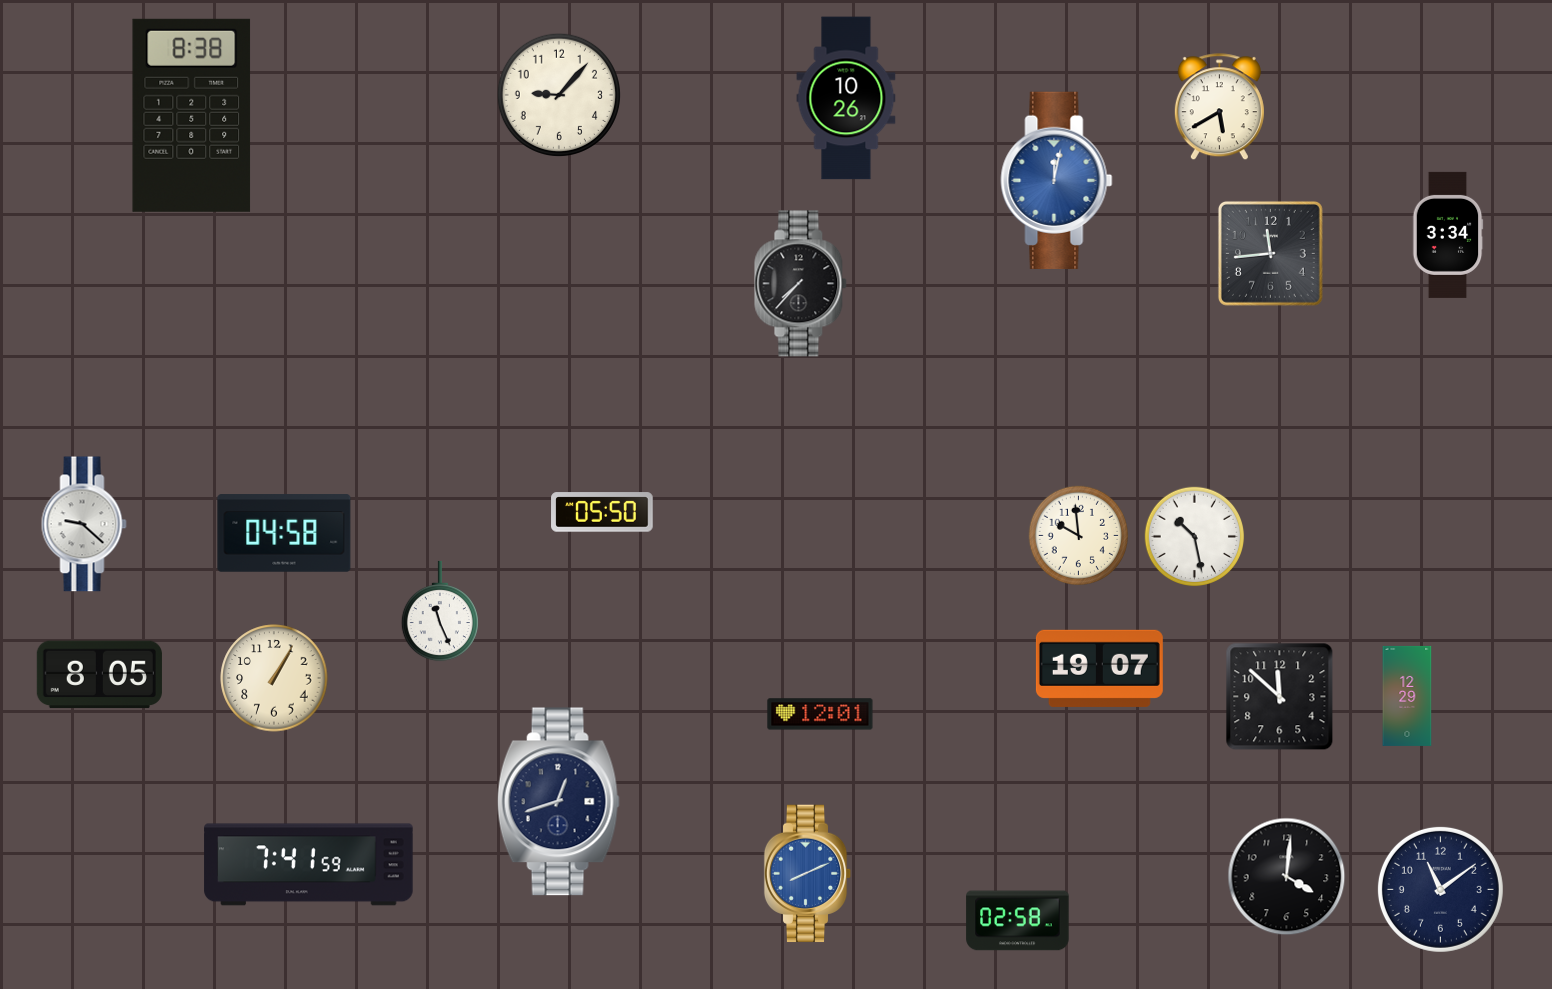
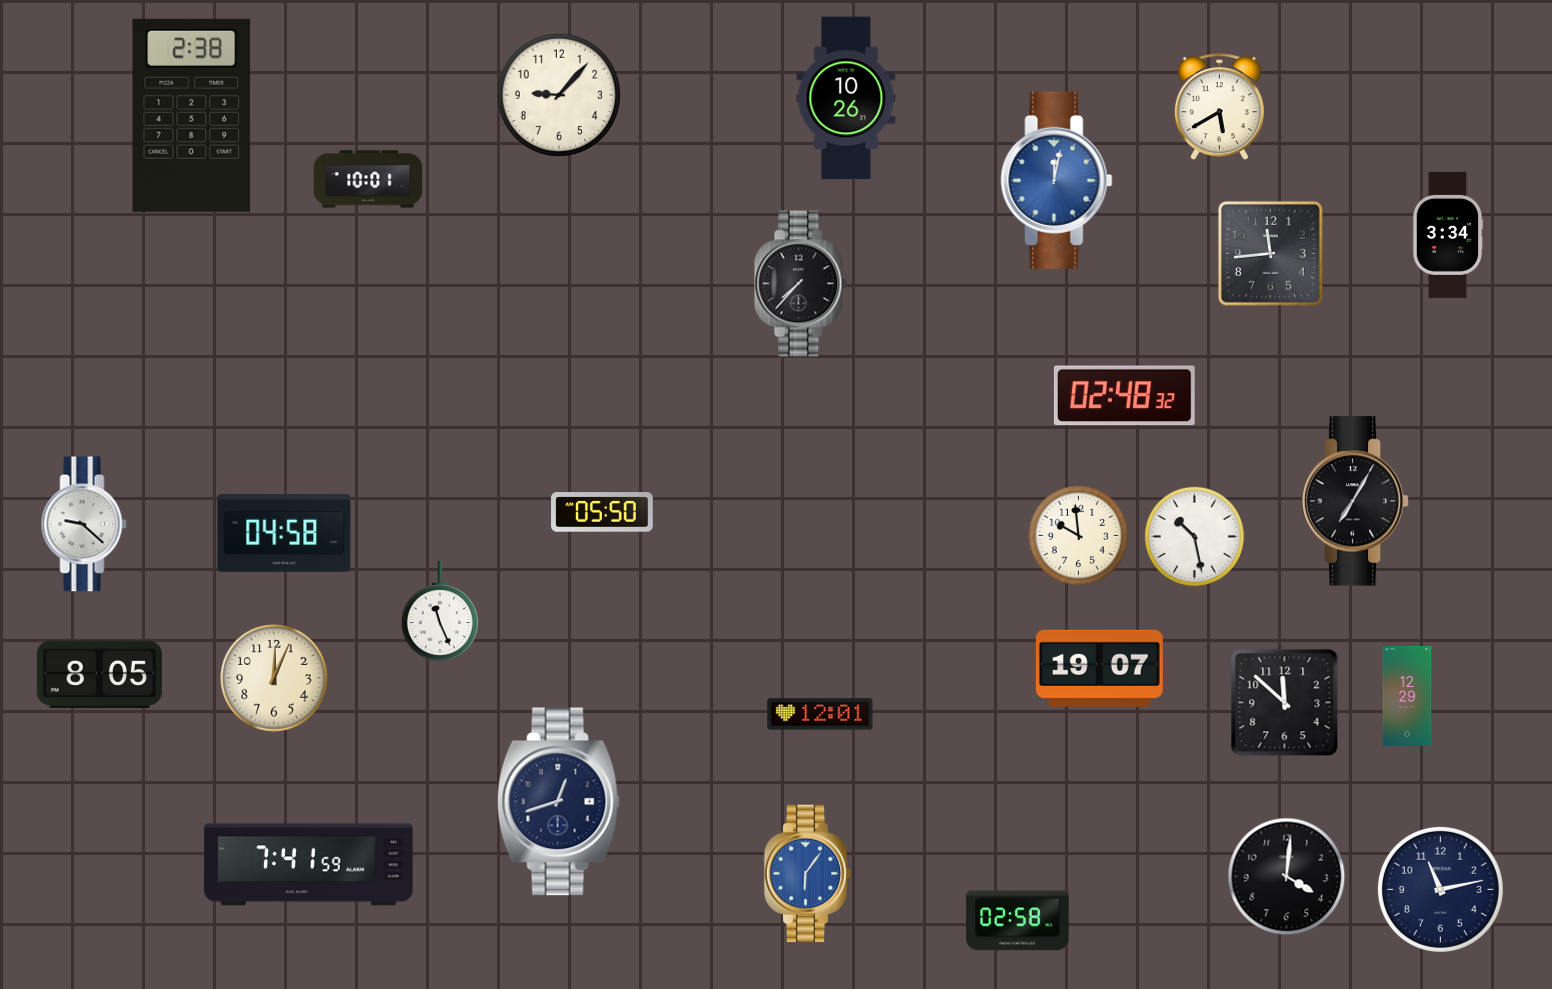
clock at (192, 115): 8:38 -> 2:38
clock at (368, 179): none -> 10:01
clock at (1124, 396): none -> 02:48
clock at (1355, 501): none -> 7:05
clock at (274, 678): 1:05 -> 12:04
clock at (1280, 697) position: (1280, 697) -> (1285, 703)
clock at (808, 874): 8:11 -> 6:06
clock at (1440, 889): 11:09 -> 11:13
